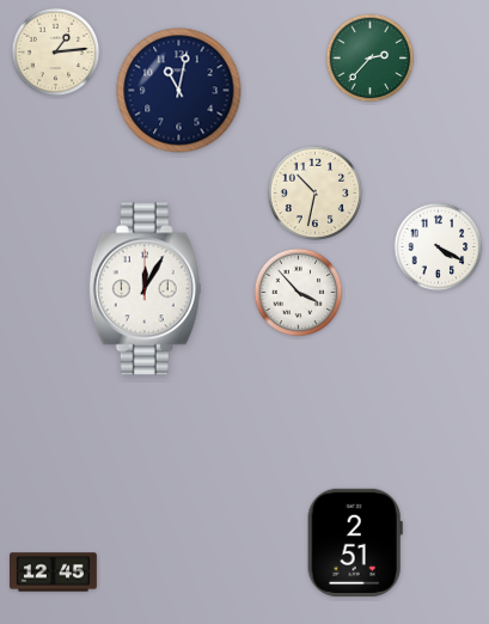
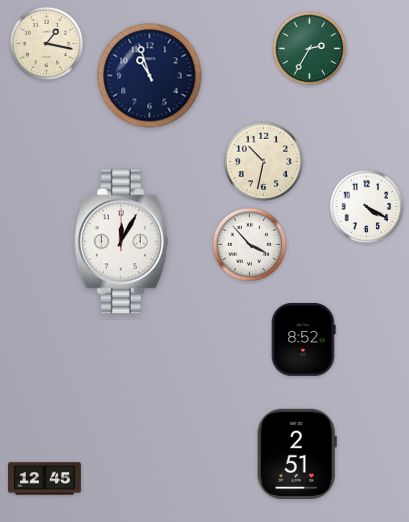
clock at (56, 53): 1:14 -> 1:17
clock at (371, 59): 2:37 -> 2:35
clock at (179, 91): 11:02 -> 10:57
clock at (304, 339): none -> 8:52
